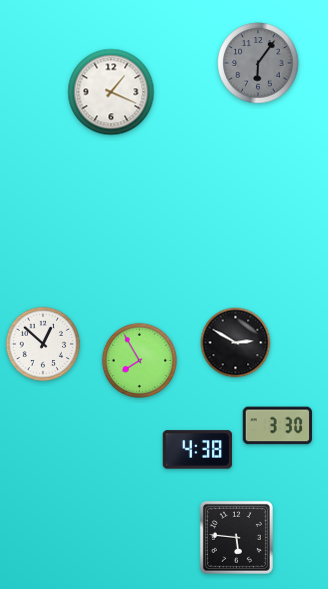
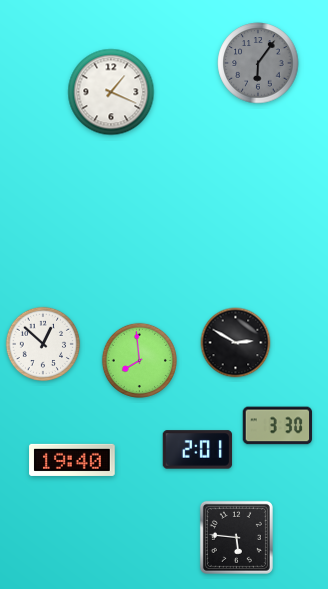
clock at (139, 360): 7:55 -> 7:59
clock at (198, 450): 4:38 -> 2:01
clock at (72, 460): none -> 19:40
